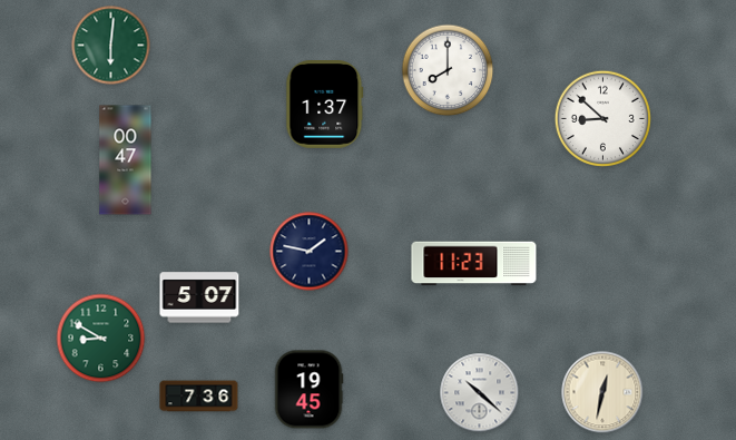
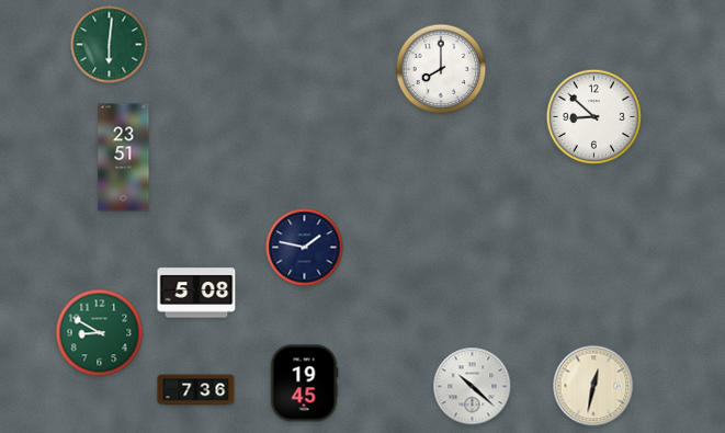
clock at (325, 105): 1:37 -> none
clock at (126, 160): 00:47 -> 23:51
clock at (474, 264): 11:23 -> none
clock at (199, 297): 5:07 -> 5:08
